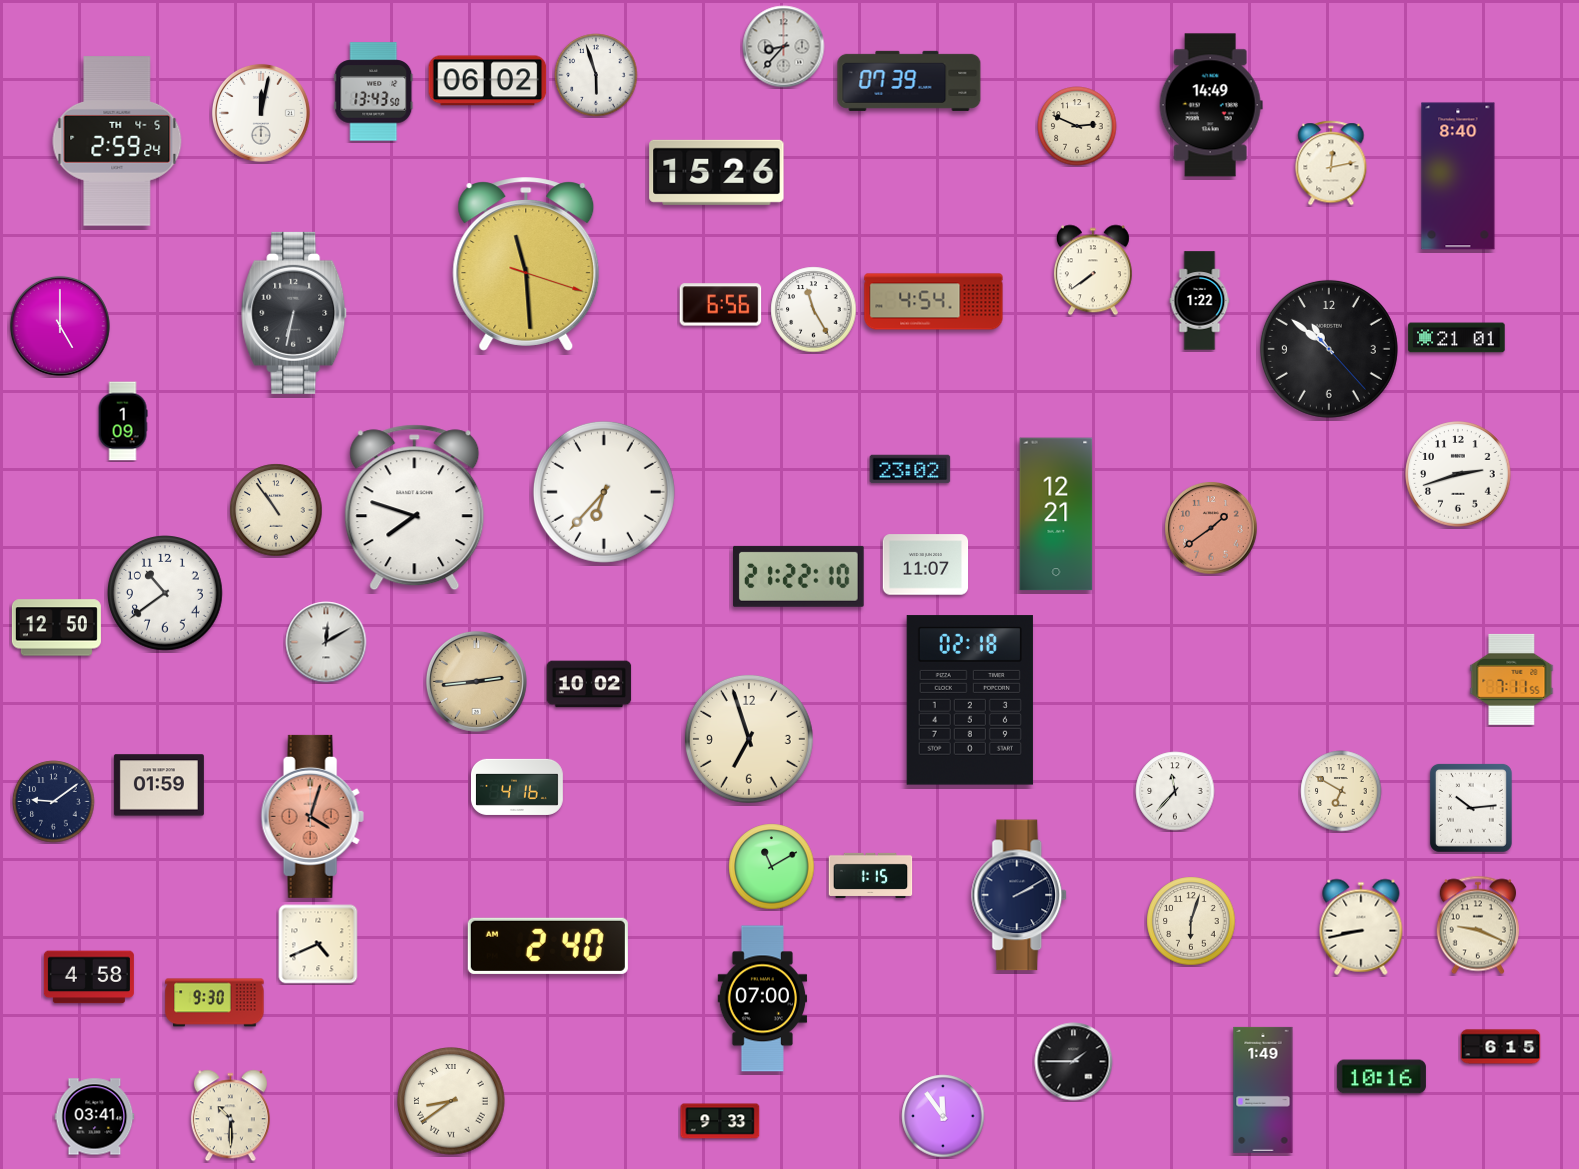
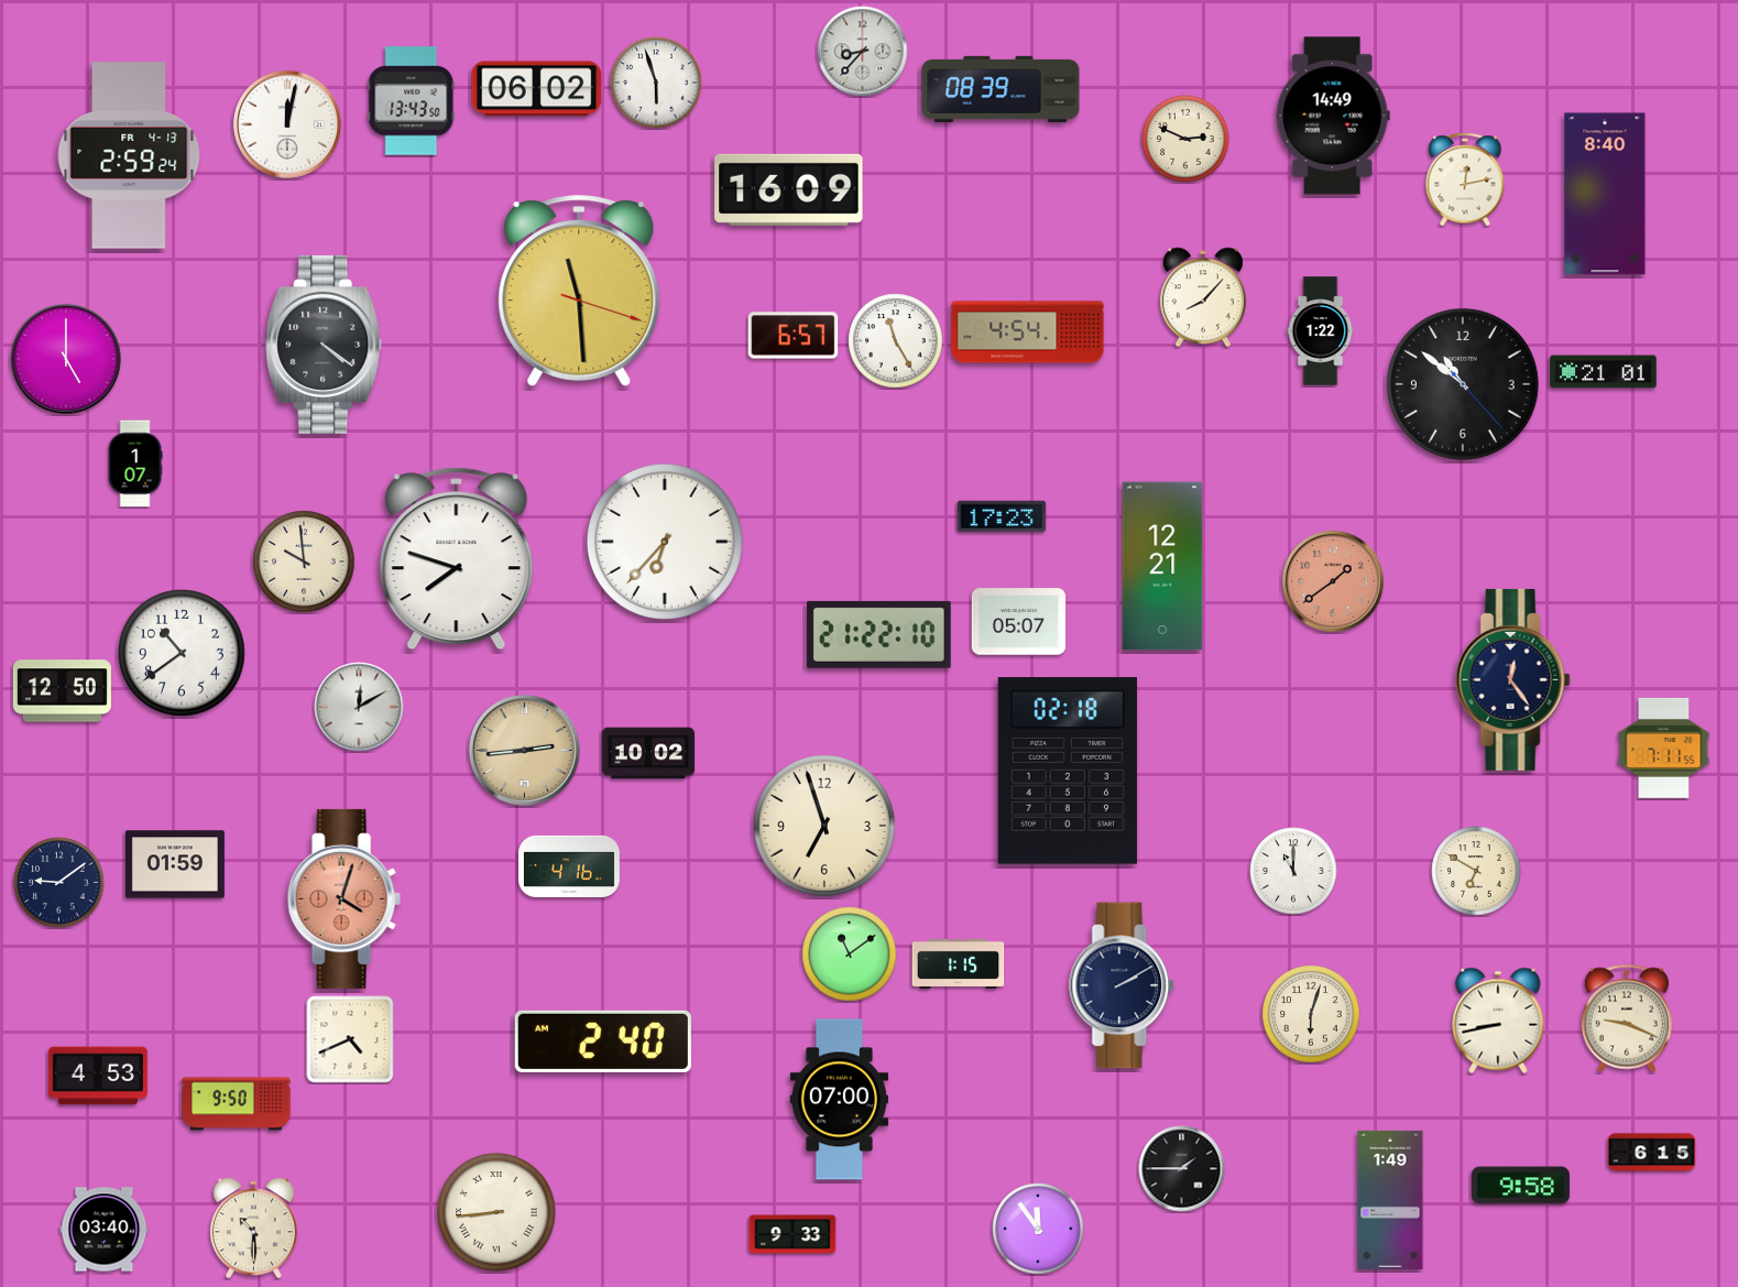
clock at (909, 81): 07:39 -> 08:39
clock at (117, 141) date: TH 4-5 -> FR 4-13
clock at (717, 172): 15:26 -> 16:09
clock at (1093, 270): 7:39 -> 8:07
clock at (721, 305): 6:56 -> 6:57
clock at (295, 313): 6:32 -> 4:21
clock at (123, 421): 1:09 -> 1:07
clock at (910, 469): 23:02 -> 17:23
clock at (1458, 474): 2:42 -> none
clock at (276, 510): 10:54 -> 9:59
clock at (926, 565): 11:07 -> 05:07
clock at (1512, 679): none -> 12:24
clock at (749, 739) position: (749, 739) -> (824, 826)
clock at (1175, 791): 11:37 -> 11:00
clock at (1471, 808): 10:14 -> none
clock at (772, 867): 11:10 -> 11:09
clock at (89, 977): 4:58 -> 4:53
clock at (215, 1003): 9:30 -> 9:50
clock at (1381, 1077): 10:16 -> 9:58
clock at (451, 1101): 8:39 -> 8:44
clock at (95, 1117): 03:41 -> 03:40
